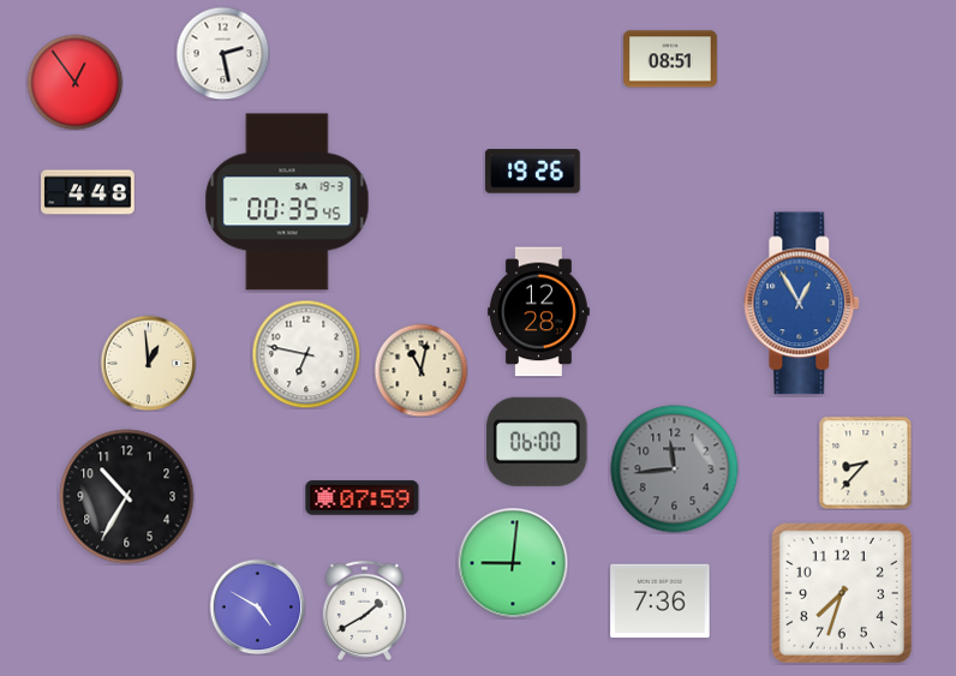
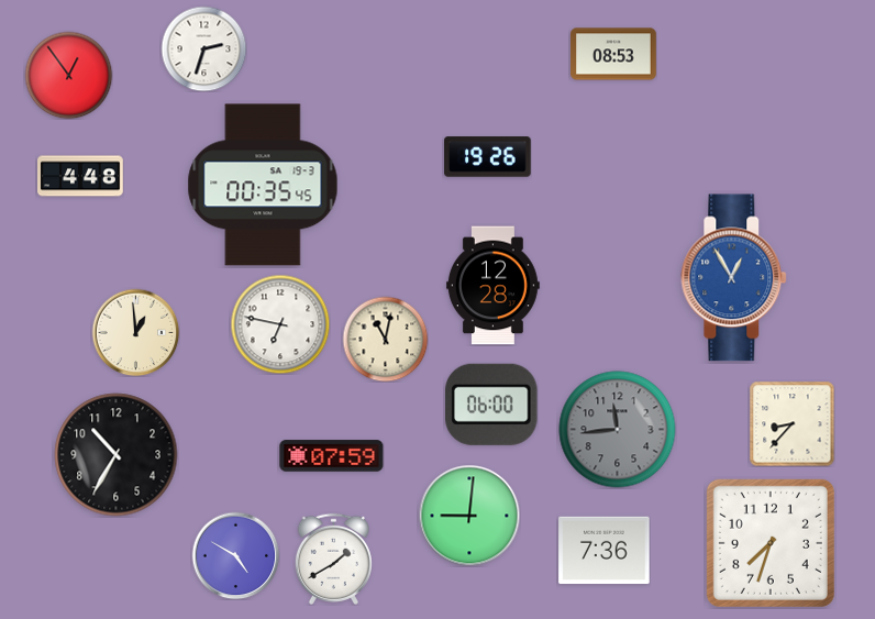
clock at (222, 53): 2:28 -> 2:33
clock at (670, 59): 08:51 -> 08:53
